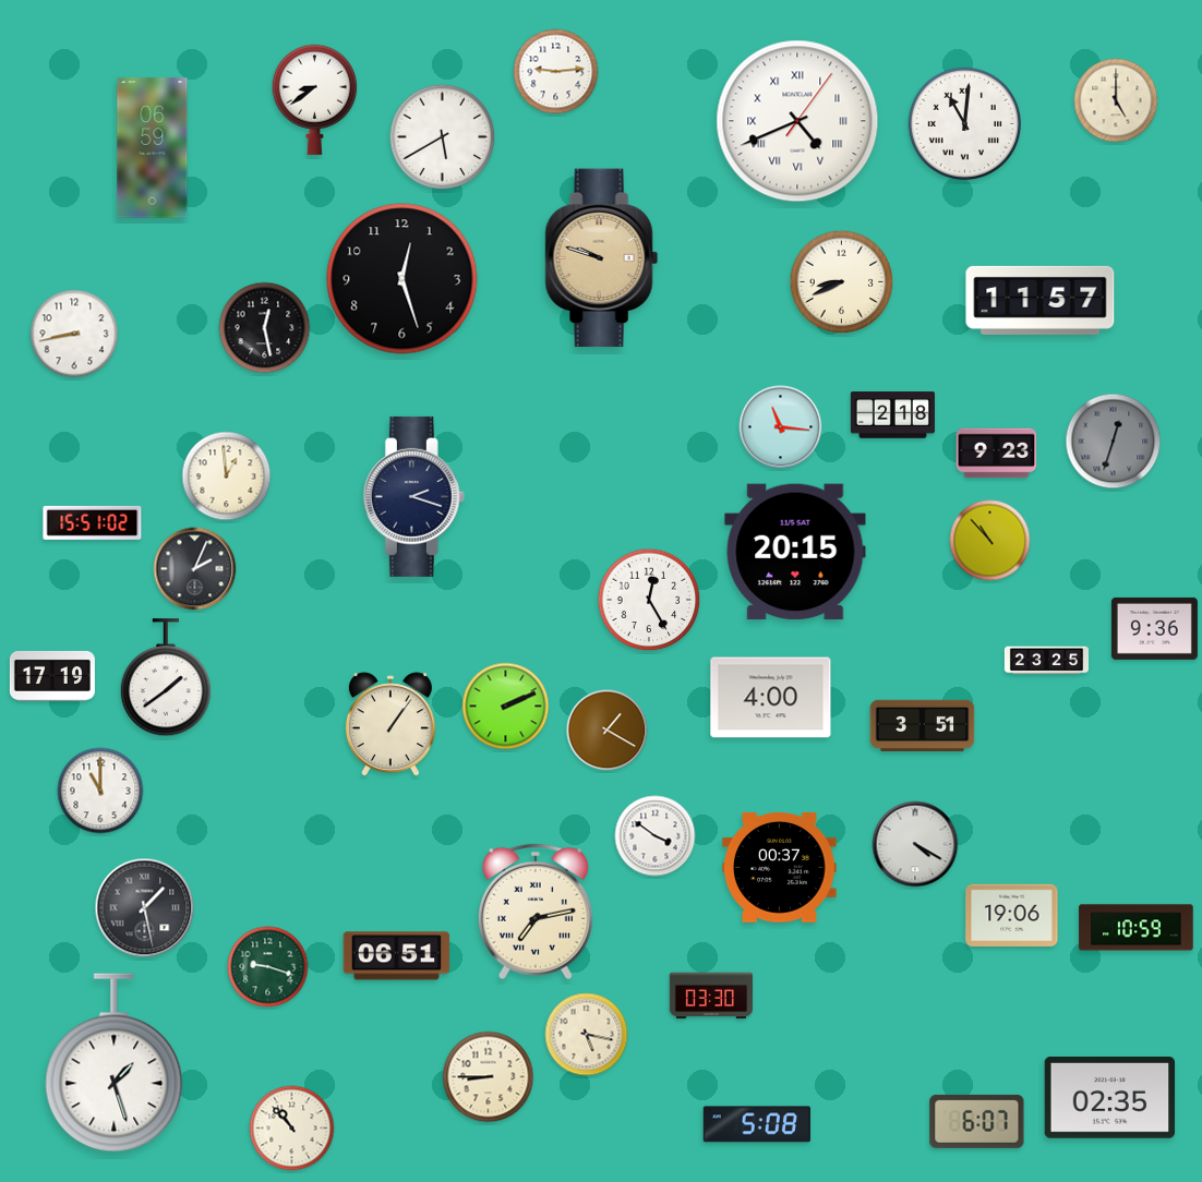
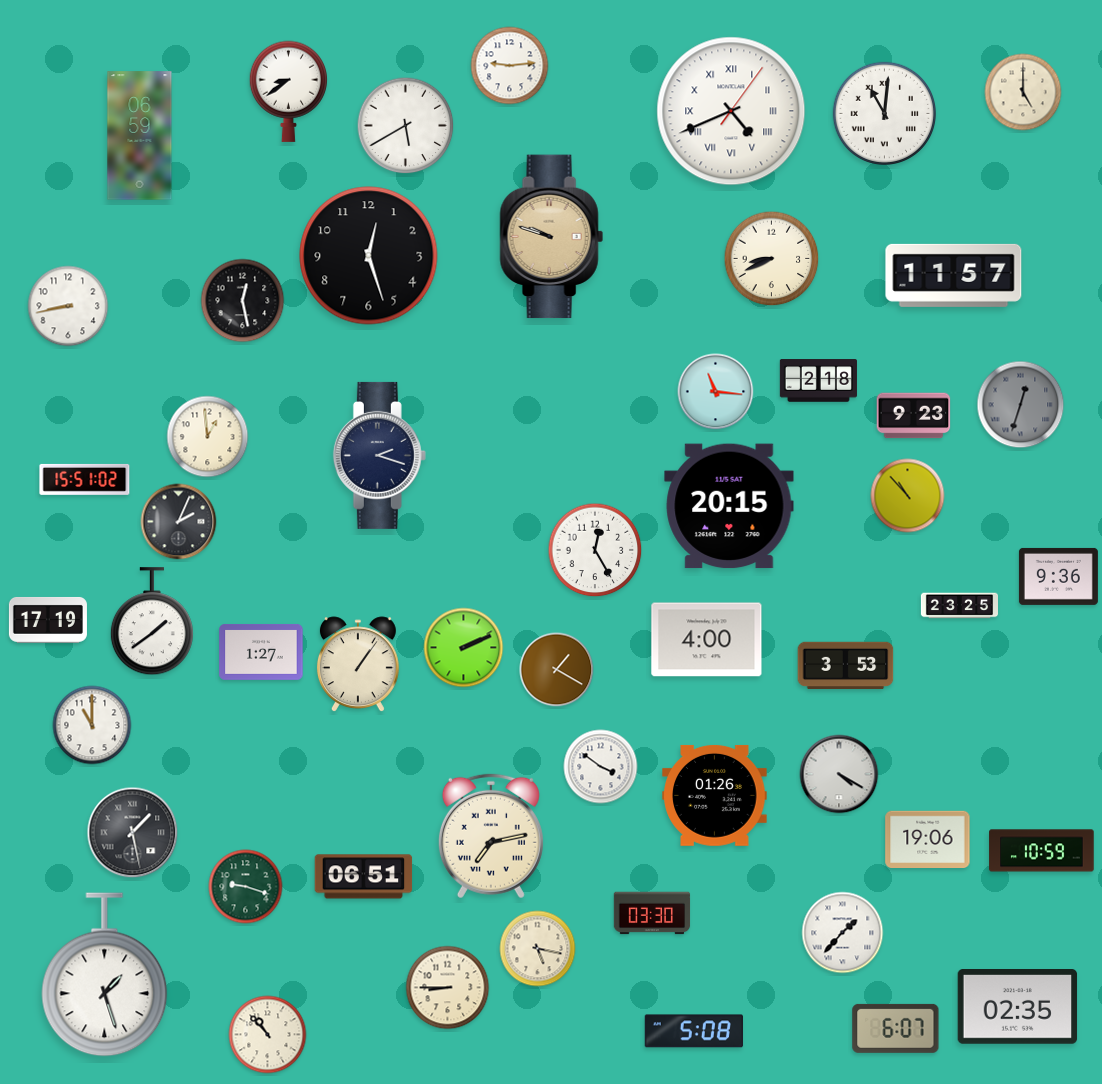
clock at (261, 652): none -> 1:27
clock at (923, 726): 3:51 -> 3:53
clock at (780, 867): 00:37 -> 01:26
clock at (843, 933): none -> 1:37
